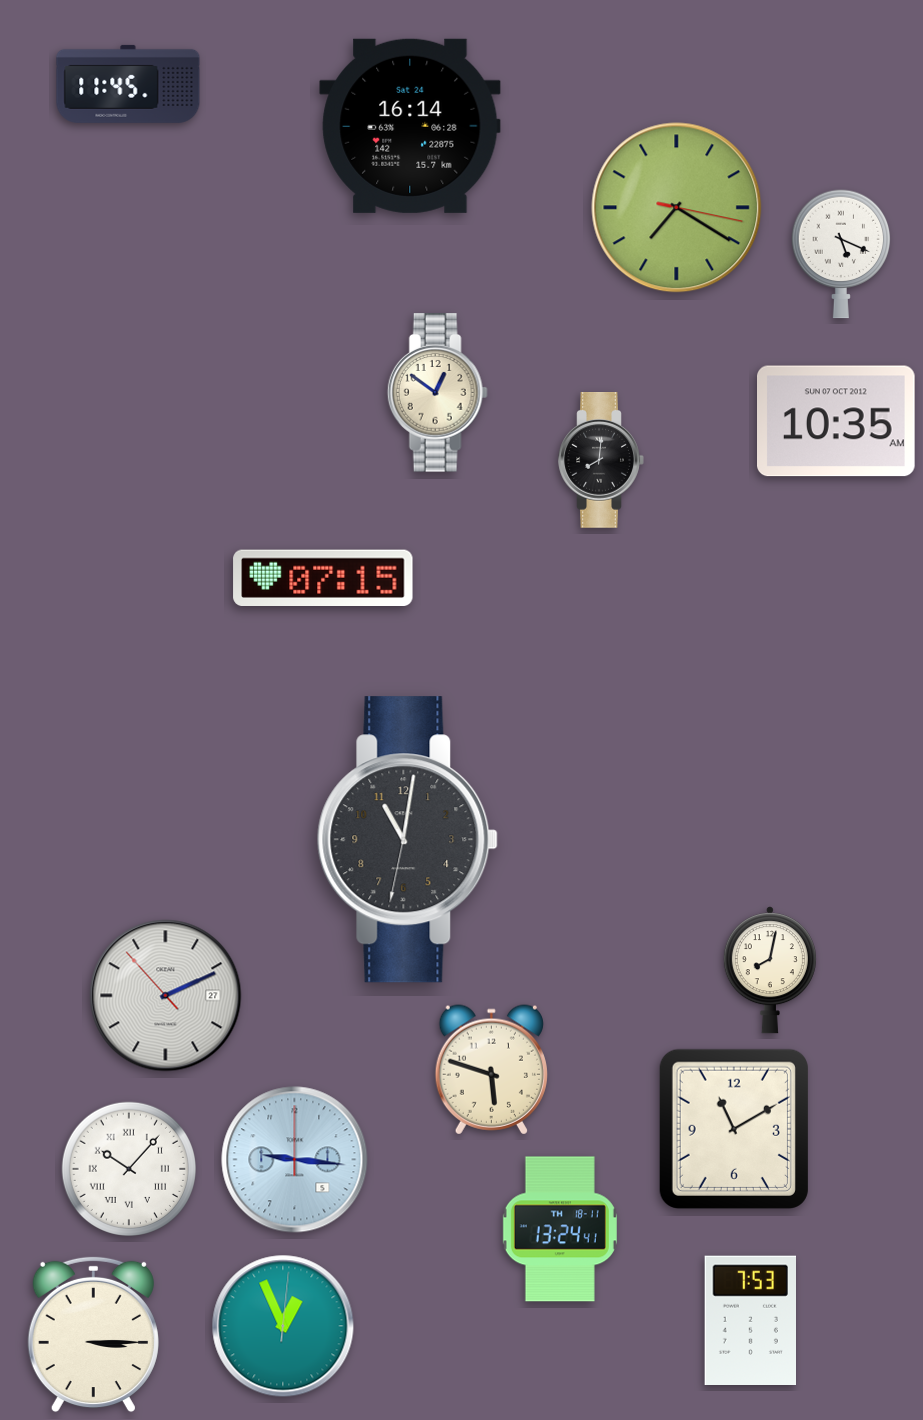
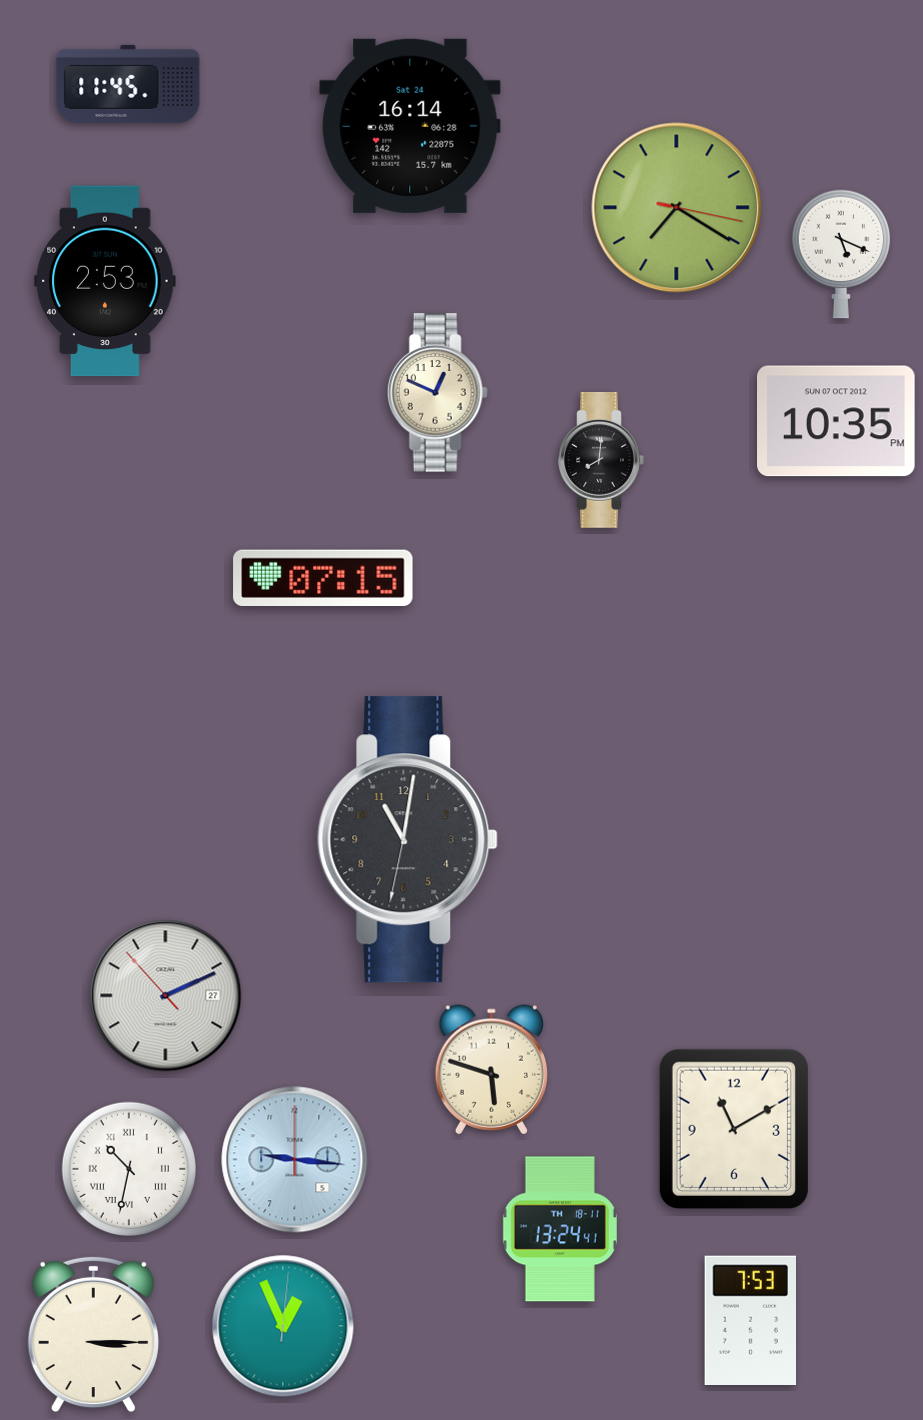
clock at (105, 281): none -> 2:53
clock at (437, 393): 12:51 -> 12:49
clock at (837, 421): 10:35 AM -> 10:35 PM
clock at (770, 970): 8:02 -> none
clock at (128, 1168): 10:07 -> 10:32
